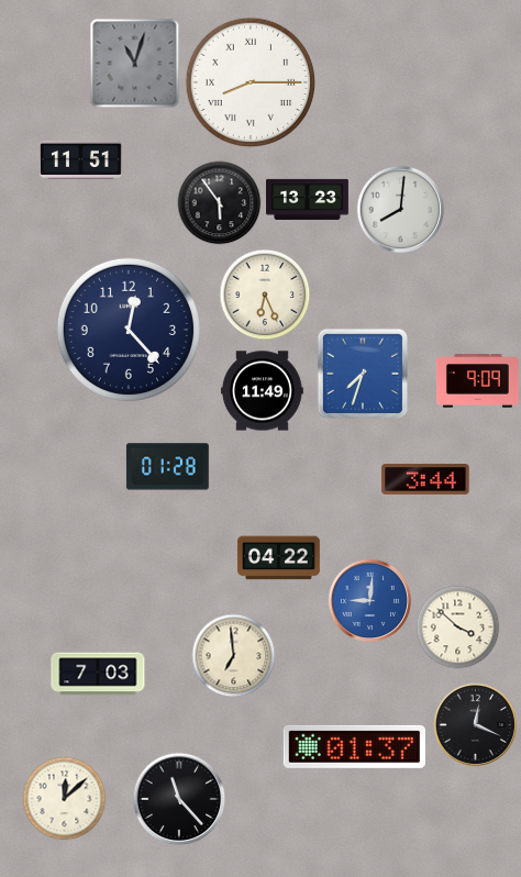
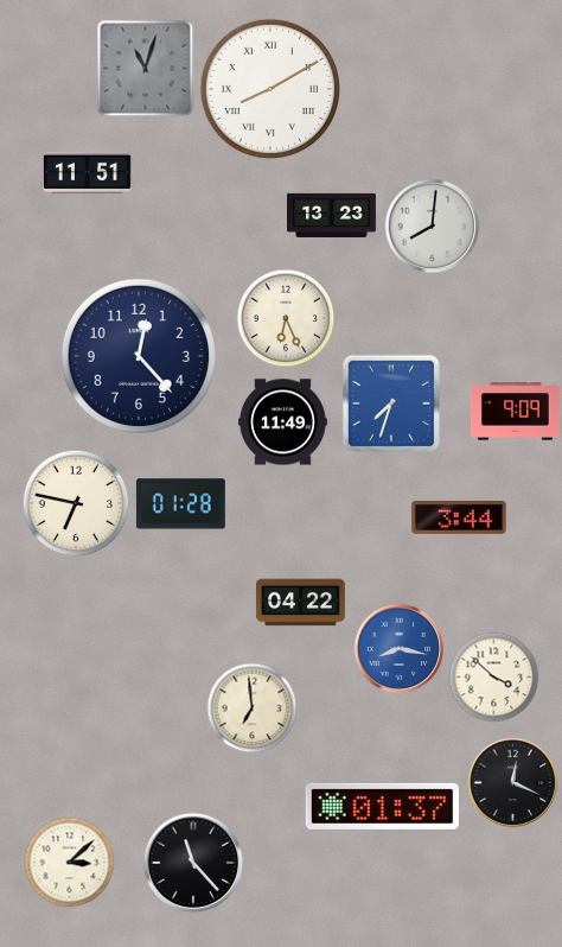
clock at (250, 81): 8:15 -> 8:10
clock at (220, 203): 5:54 -> none
clock at (76, 503): none -> 6:47
clock at (370, 601): 9:01 -> 8:17
clock at (98, 674): 7:03 -> none
clock at (65, 799): 12:08 -> 3:08
